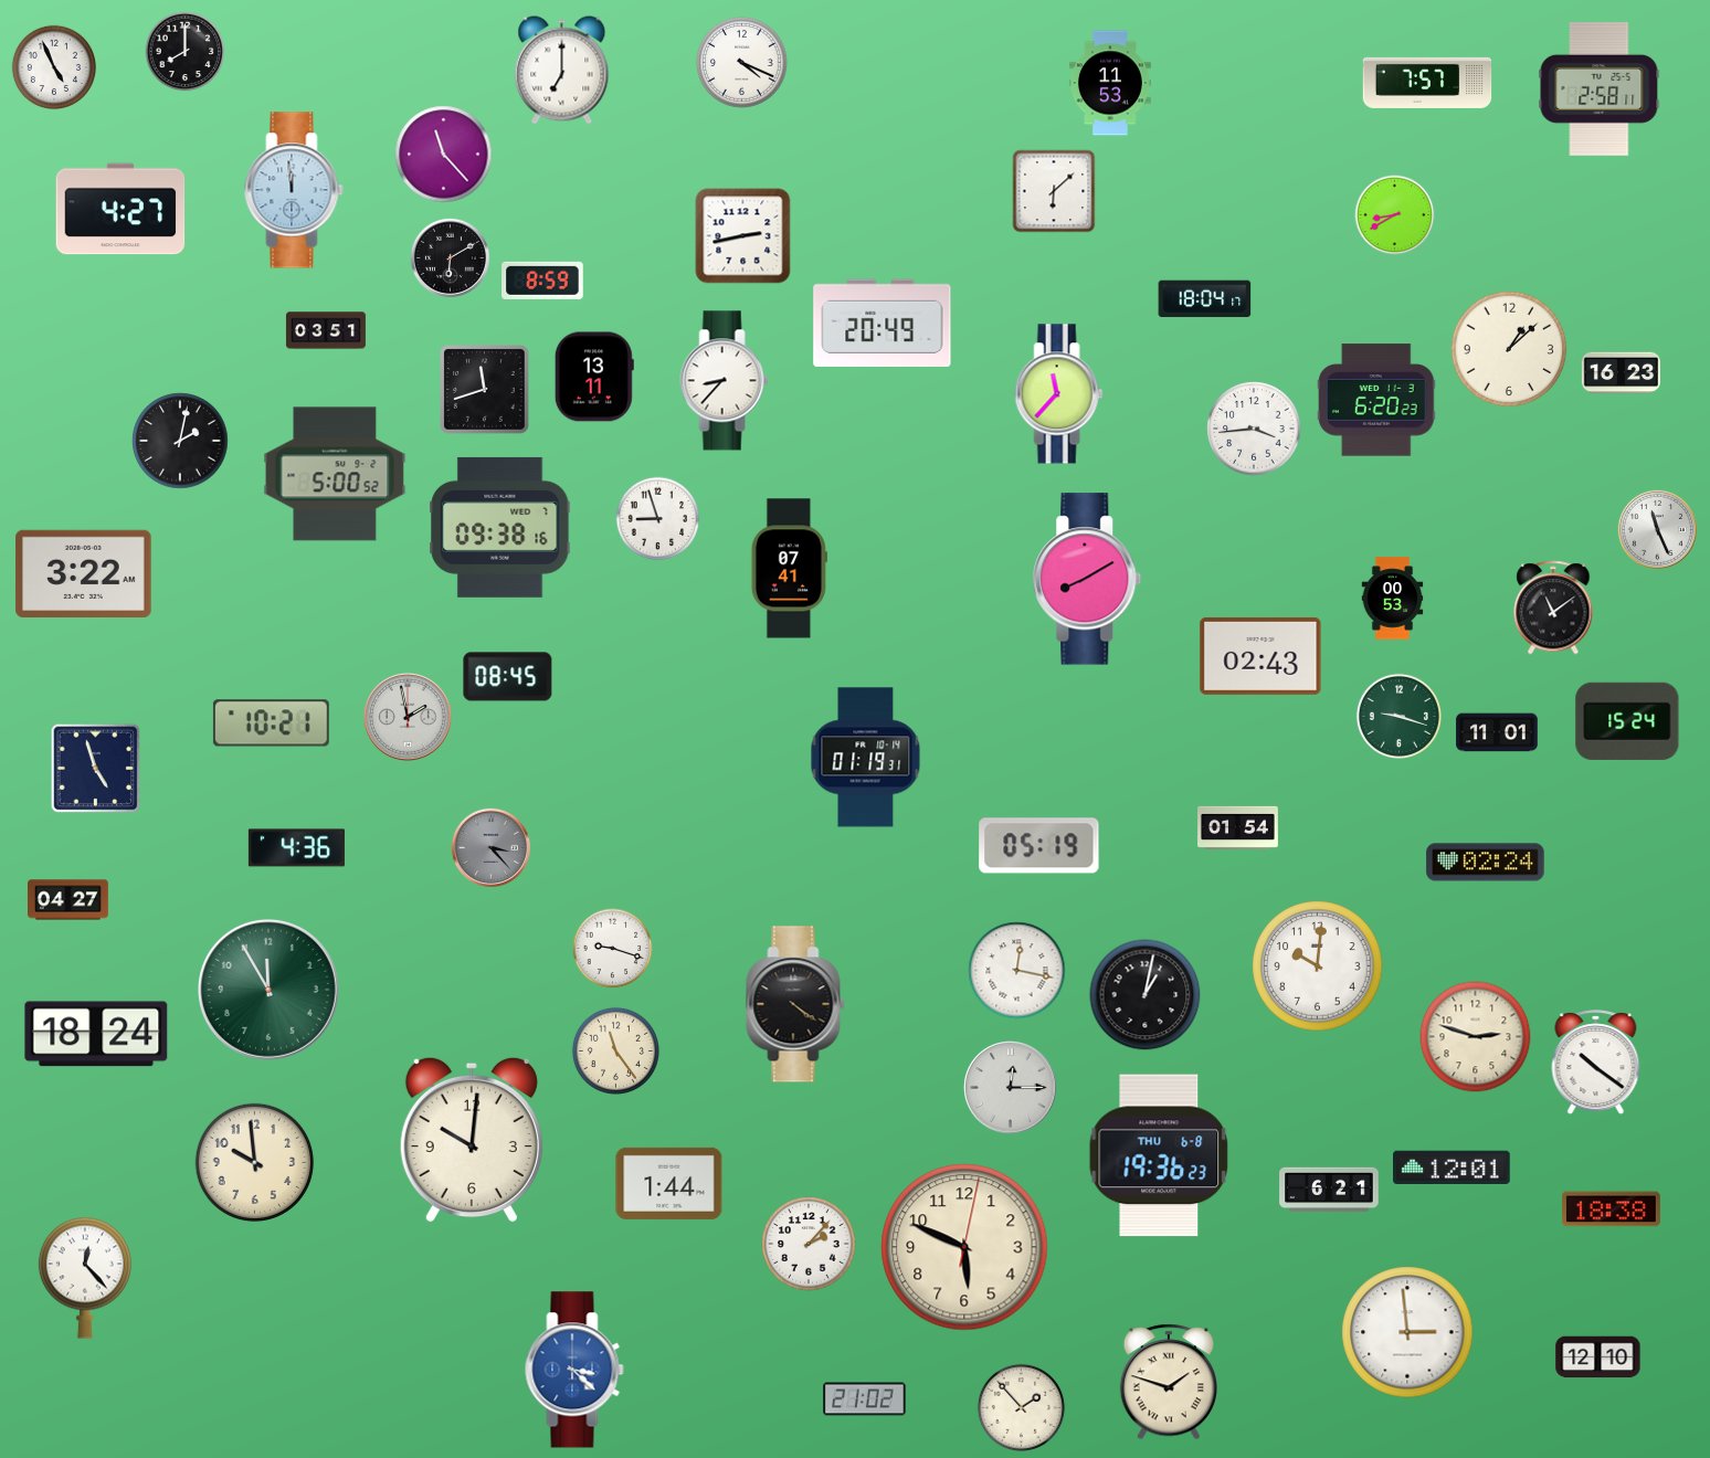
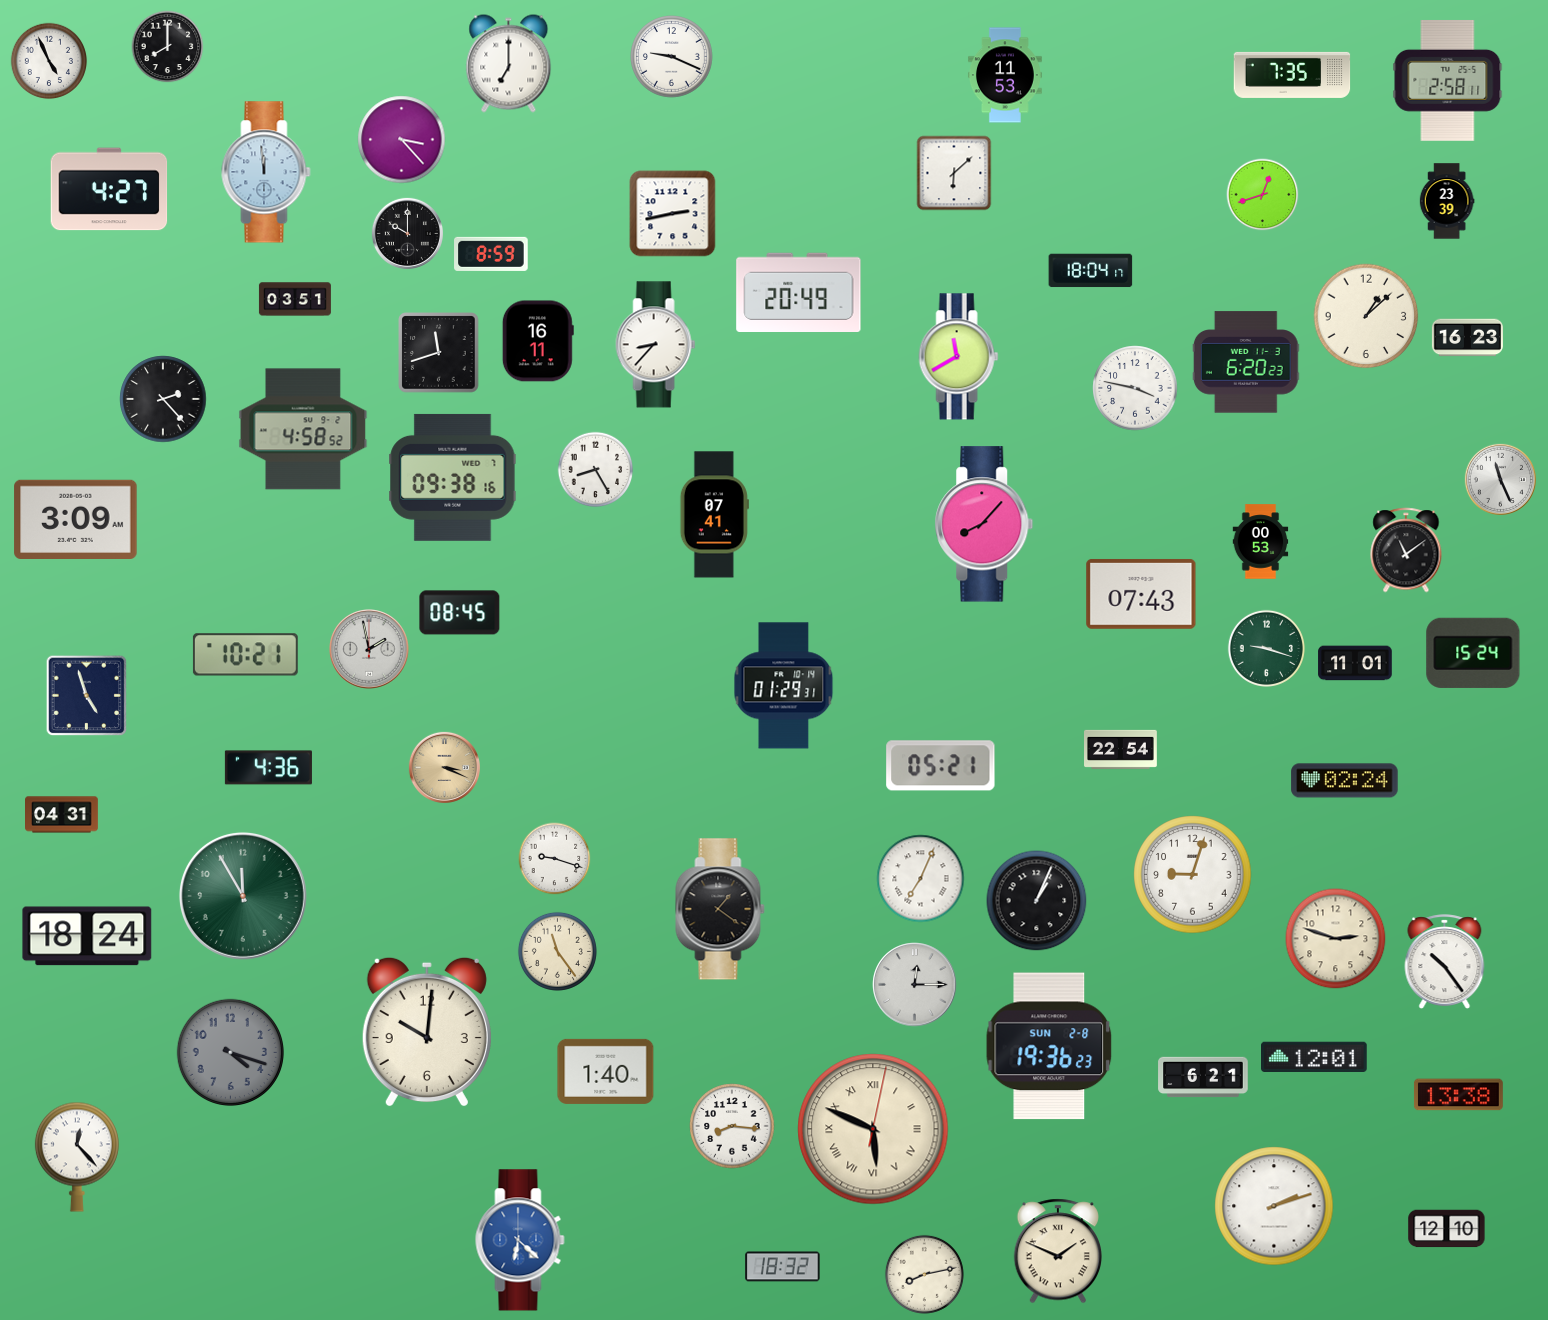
clock at (742, 63): 4:19 -> 9:19
clock at (1427, 83): 7:57 -> 7:35
clock at (444, 155): 11:23 -> 3:23
clock at (1395, 215): 8:40 -> 12:42
clock at (1447, 201): none -> 23:39
clock at (450, 257): 6:10 -> 10:00
clock at (594, 377): 13:11 -> 16:11
clock at (1059, 394): 11:37 -> 11:40
clock at (1254, 429): 3:44 -> 3:47
clock at (180, 441): 2:02 -> 2:23
clock at (335, 474): 5:00 -> 4:58
clock at (658, 519): 8:57 -> 8:25
clock at (84, 573): 3:22 -> 3:09
clock at (1087, 579): 8:10 -> 8:07
clock at (1260, 656): 02:43 -> 07:43
clock at (866, 758): 01:19 -> 01:29
clock at (1238, 827): 01:54 -> 22:54
clock at (1039, 846): 05:19 -> 05:21
clock at (490, 847): 3:23 -> 3:19
clock at (490, 847) dial: grey -> champagne
clock at (68, 900): 04:27 -> 04:31
clock at (1318, 966): 10:01 -> 9:03
clock at (1017, 971): 12:17 -> 7:04
clock at (1146, 995): 1:02 -> 1:04
clock at (795, 1004): 4:21 -> 1:21
clock at (1596, 1061): 10:21 -> 10:24
clock at (1159, 1155) date: THU 6-8 -> SUN 2-8
clock at (254, 1162): 9:59 -> 4:18
clock at (254, 1162) dial: cream -> grey
clock at (669, 1183): 1:44 -> 1:40
clock at (1611, 1209): 18:38 -> 13:38
clock at (809, 1244): 2:07 -> 8:16
clock at (964, 1247) numerals: Arabic -> Roman
clock at (1407, 1332): 2:59 -> 2:12
clock at (574, 1370): 3:22 -> 6:22
clock at (1168, 1382): 1:48 -> 1:49
clock at (865, 1399): 21:02 -> 18:32
clock at (1021, 1407): 1:53 -> 8:13
